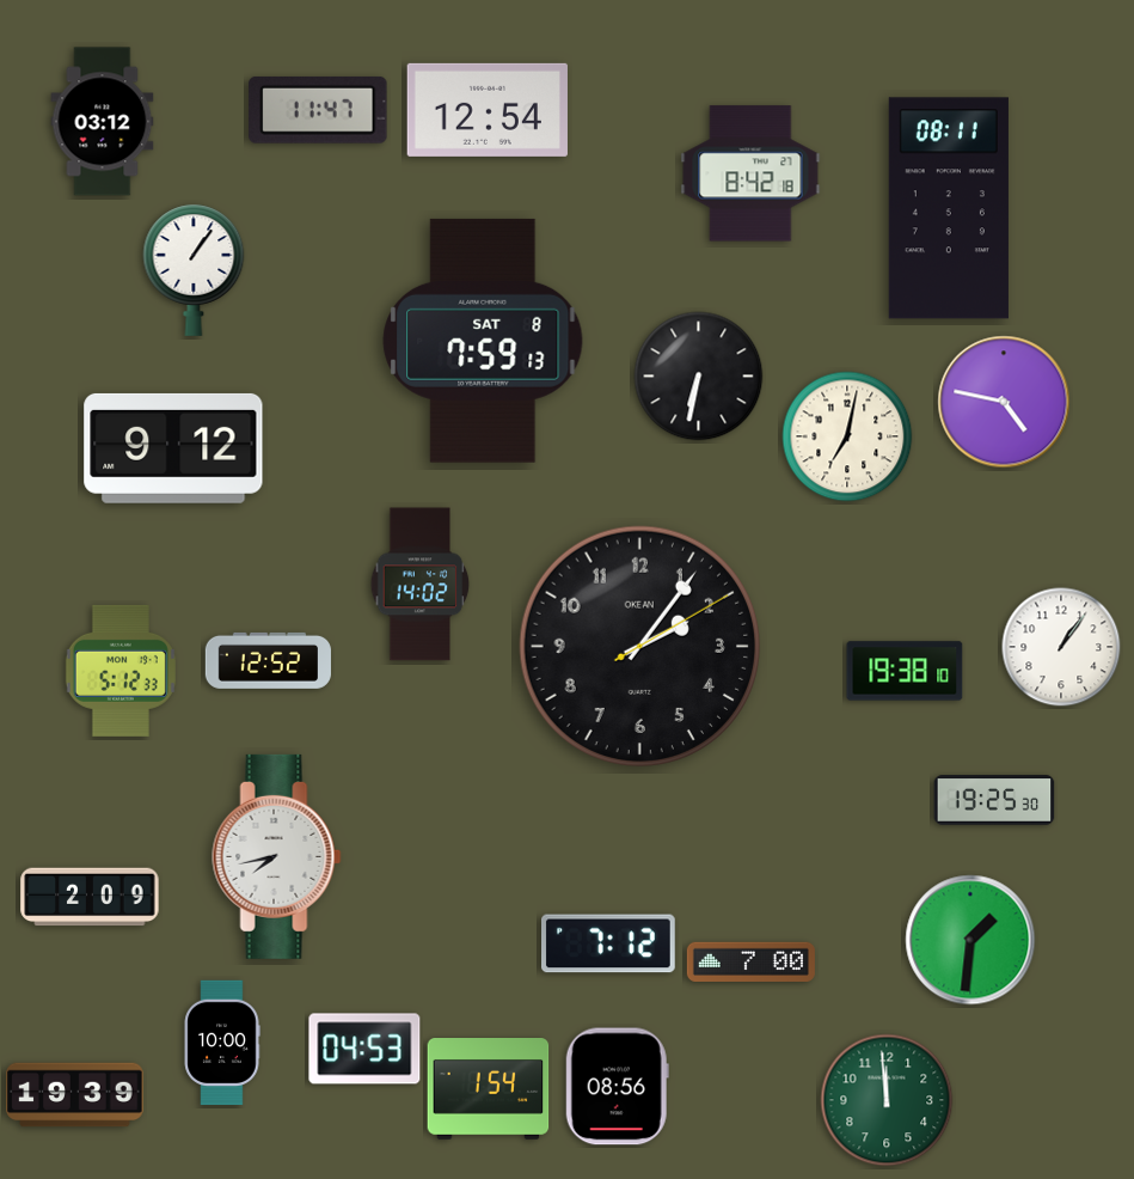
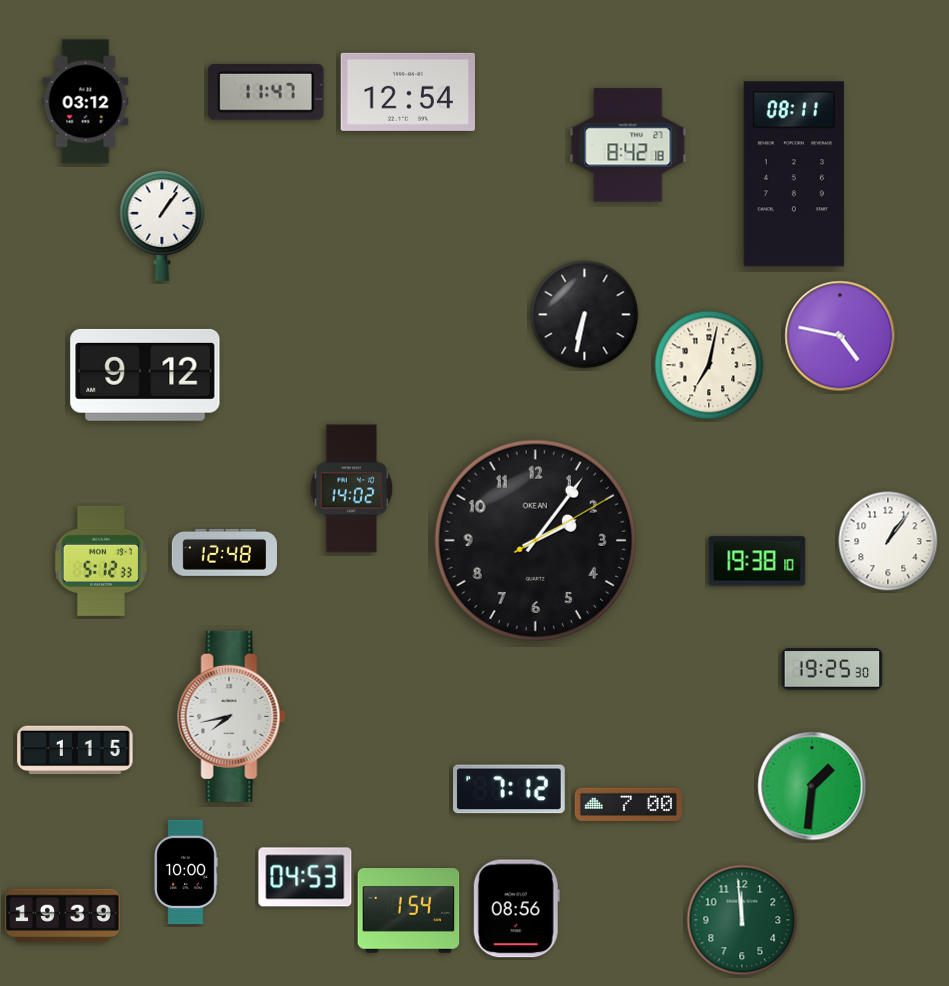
clock at (483, 341): 7:59 -> none
clock at (268, 660): 12:52 -> 12:48
clock at (90, 897): 2:09 -> 1:15
